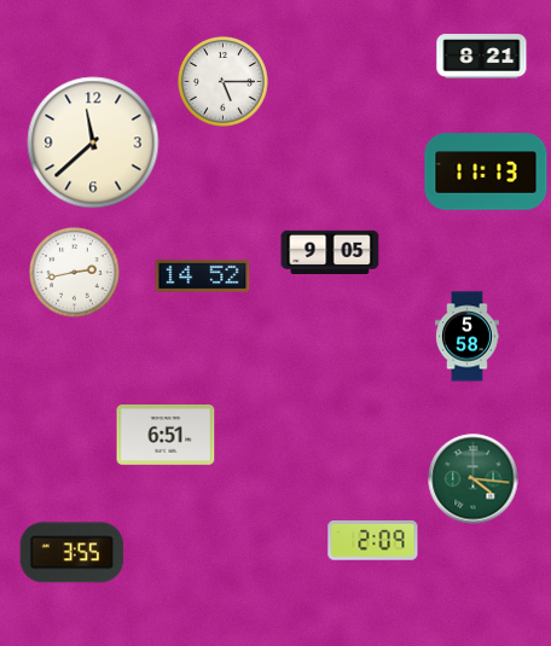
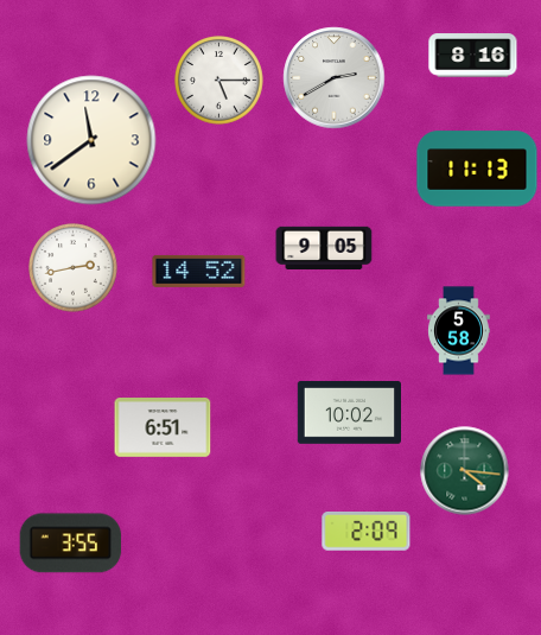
clock at (482, 57): 8:21 -> 8:16
clock at (335, 78): none -> 2:40
clock at (93, 142): 11:38 -> 11:39
clock at (349, 413): none -> 10:02
